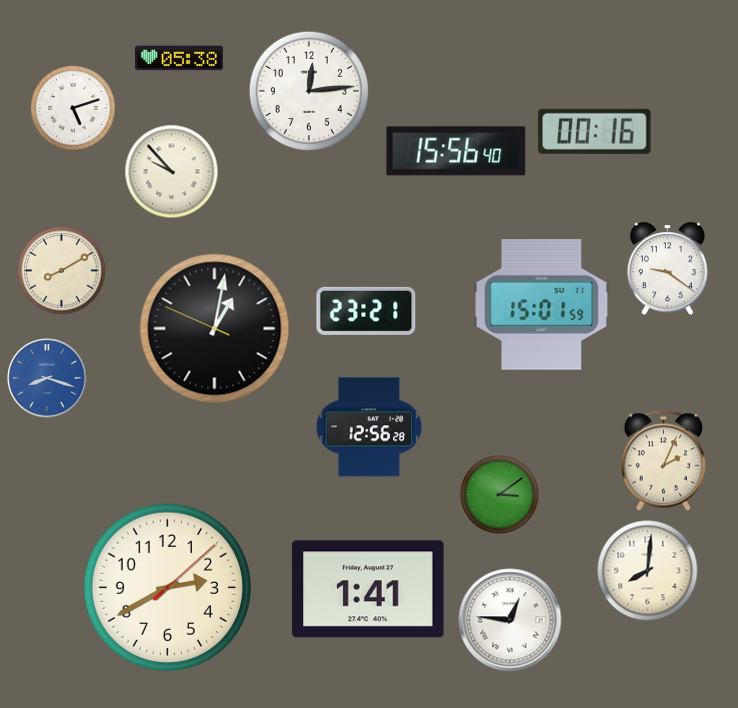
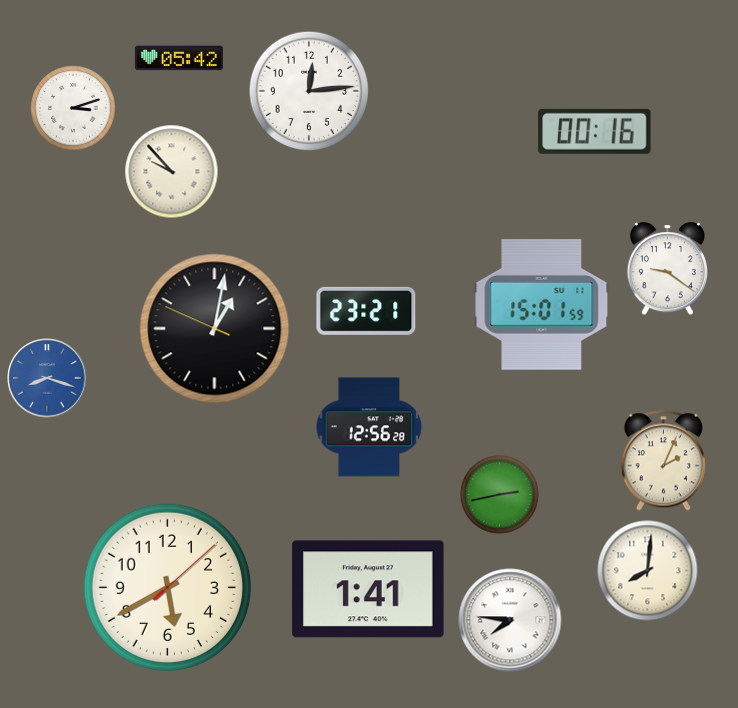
clock at (179, 58): 05:38 -> 05:42
clock at (73, 108): 5:12 -> 3:12
clock at (456, 151): 15:56 -> none
clock at (62, 271): 8:10 -> none
clock at (499, 494): 3:09 -> 2:43
clock at (167, 587): 2:40 -> 5:40
clock at (510, 620): 12:46 -> 7:46
